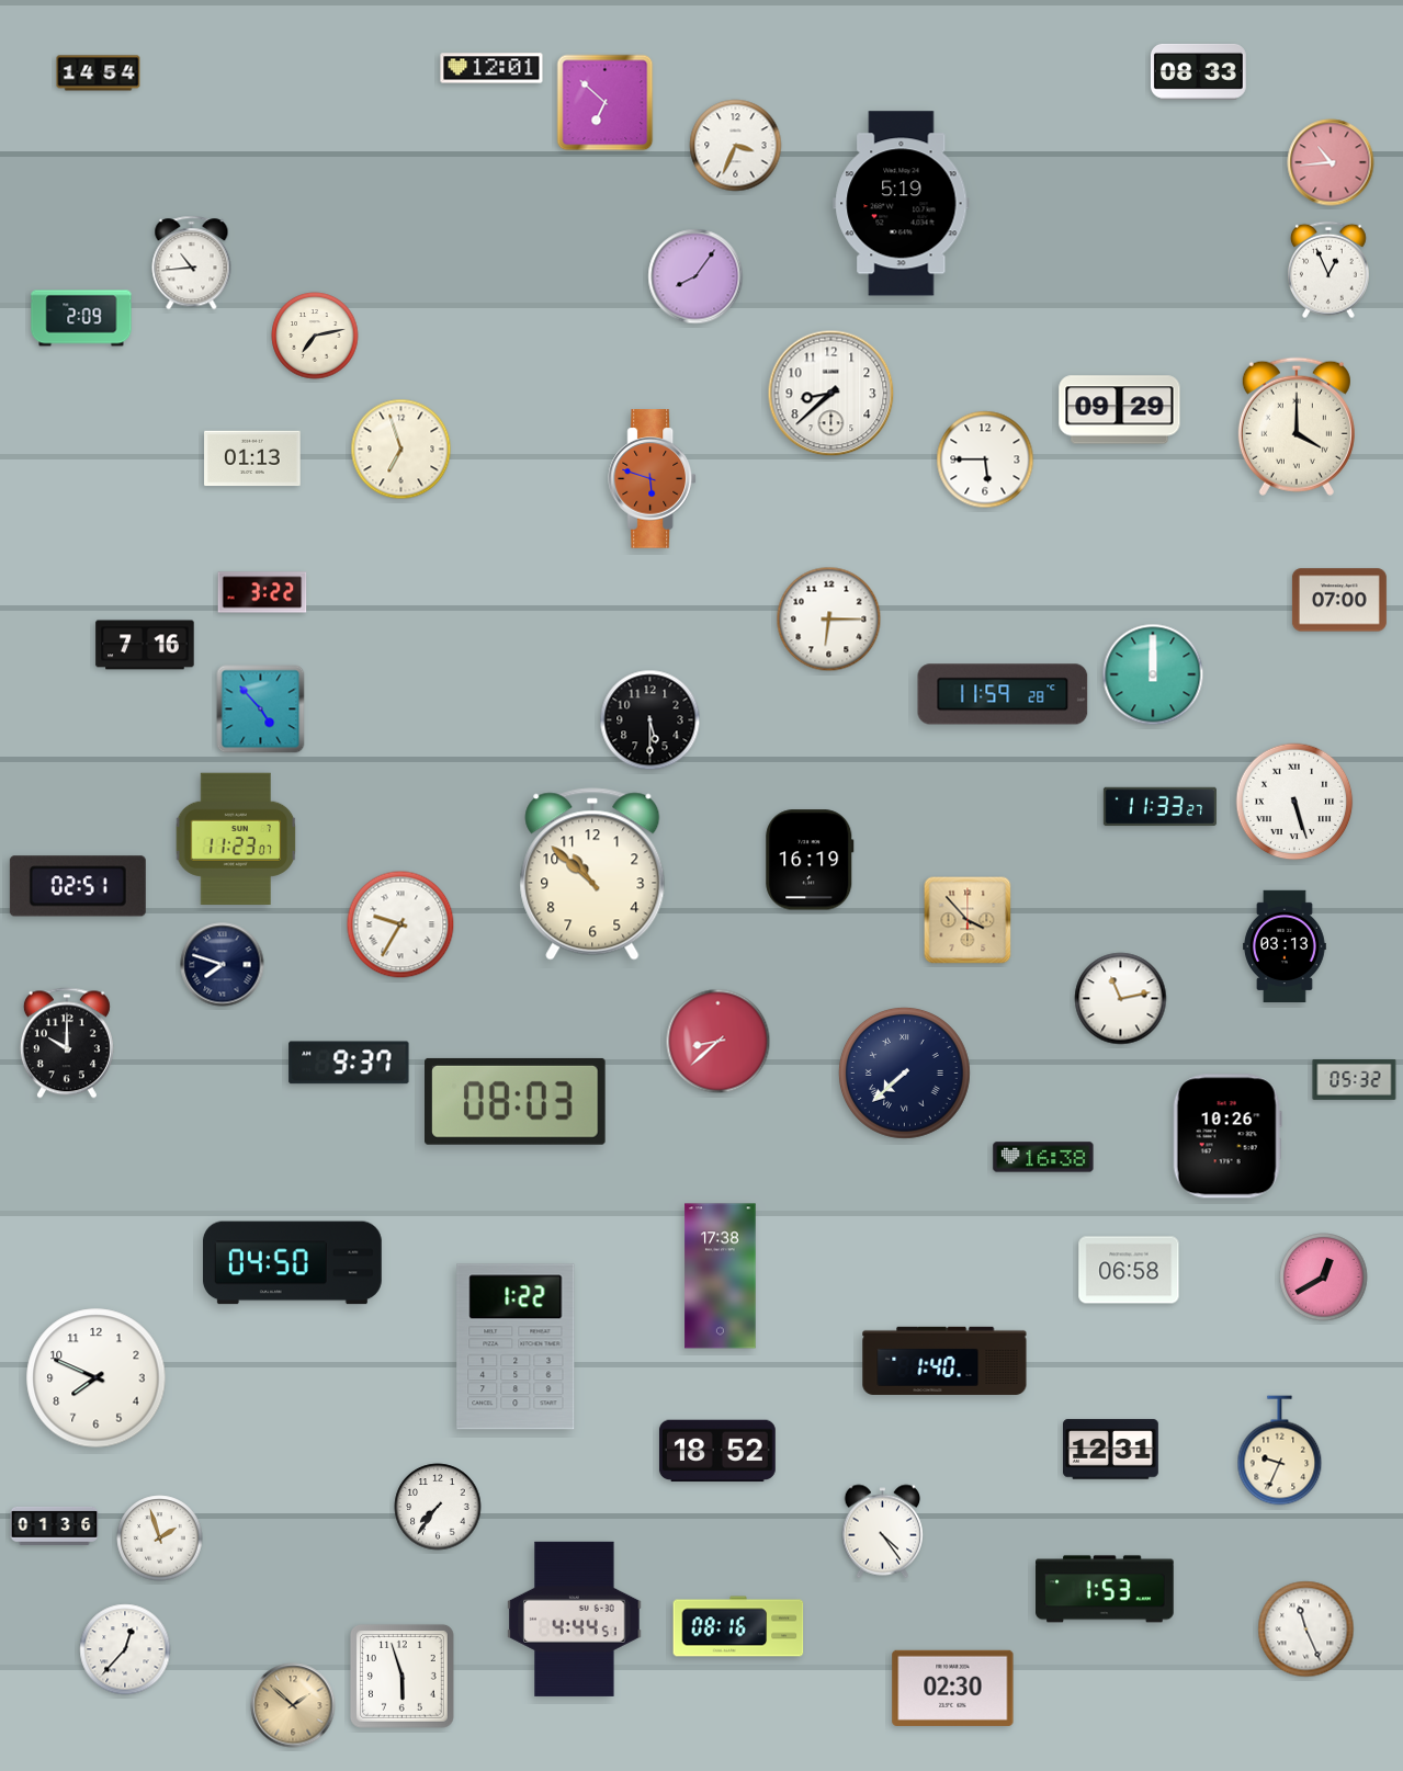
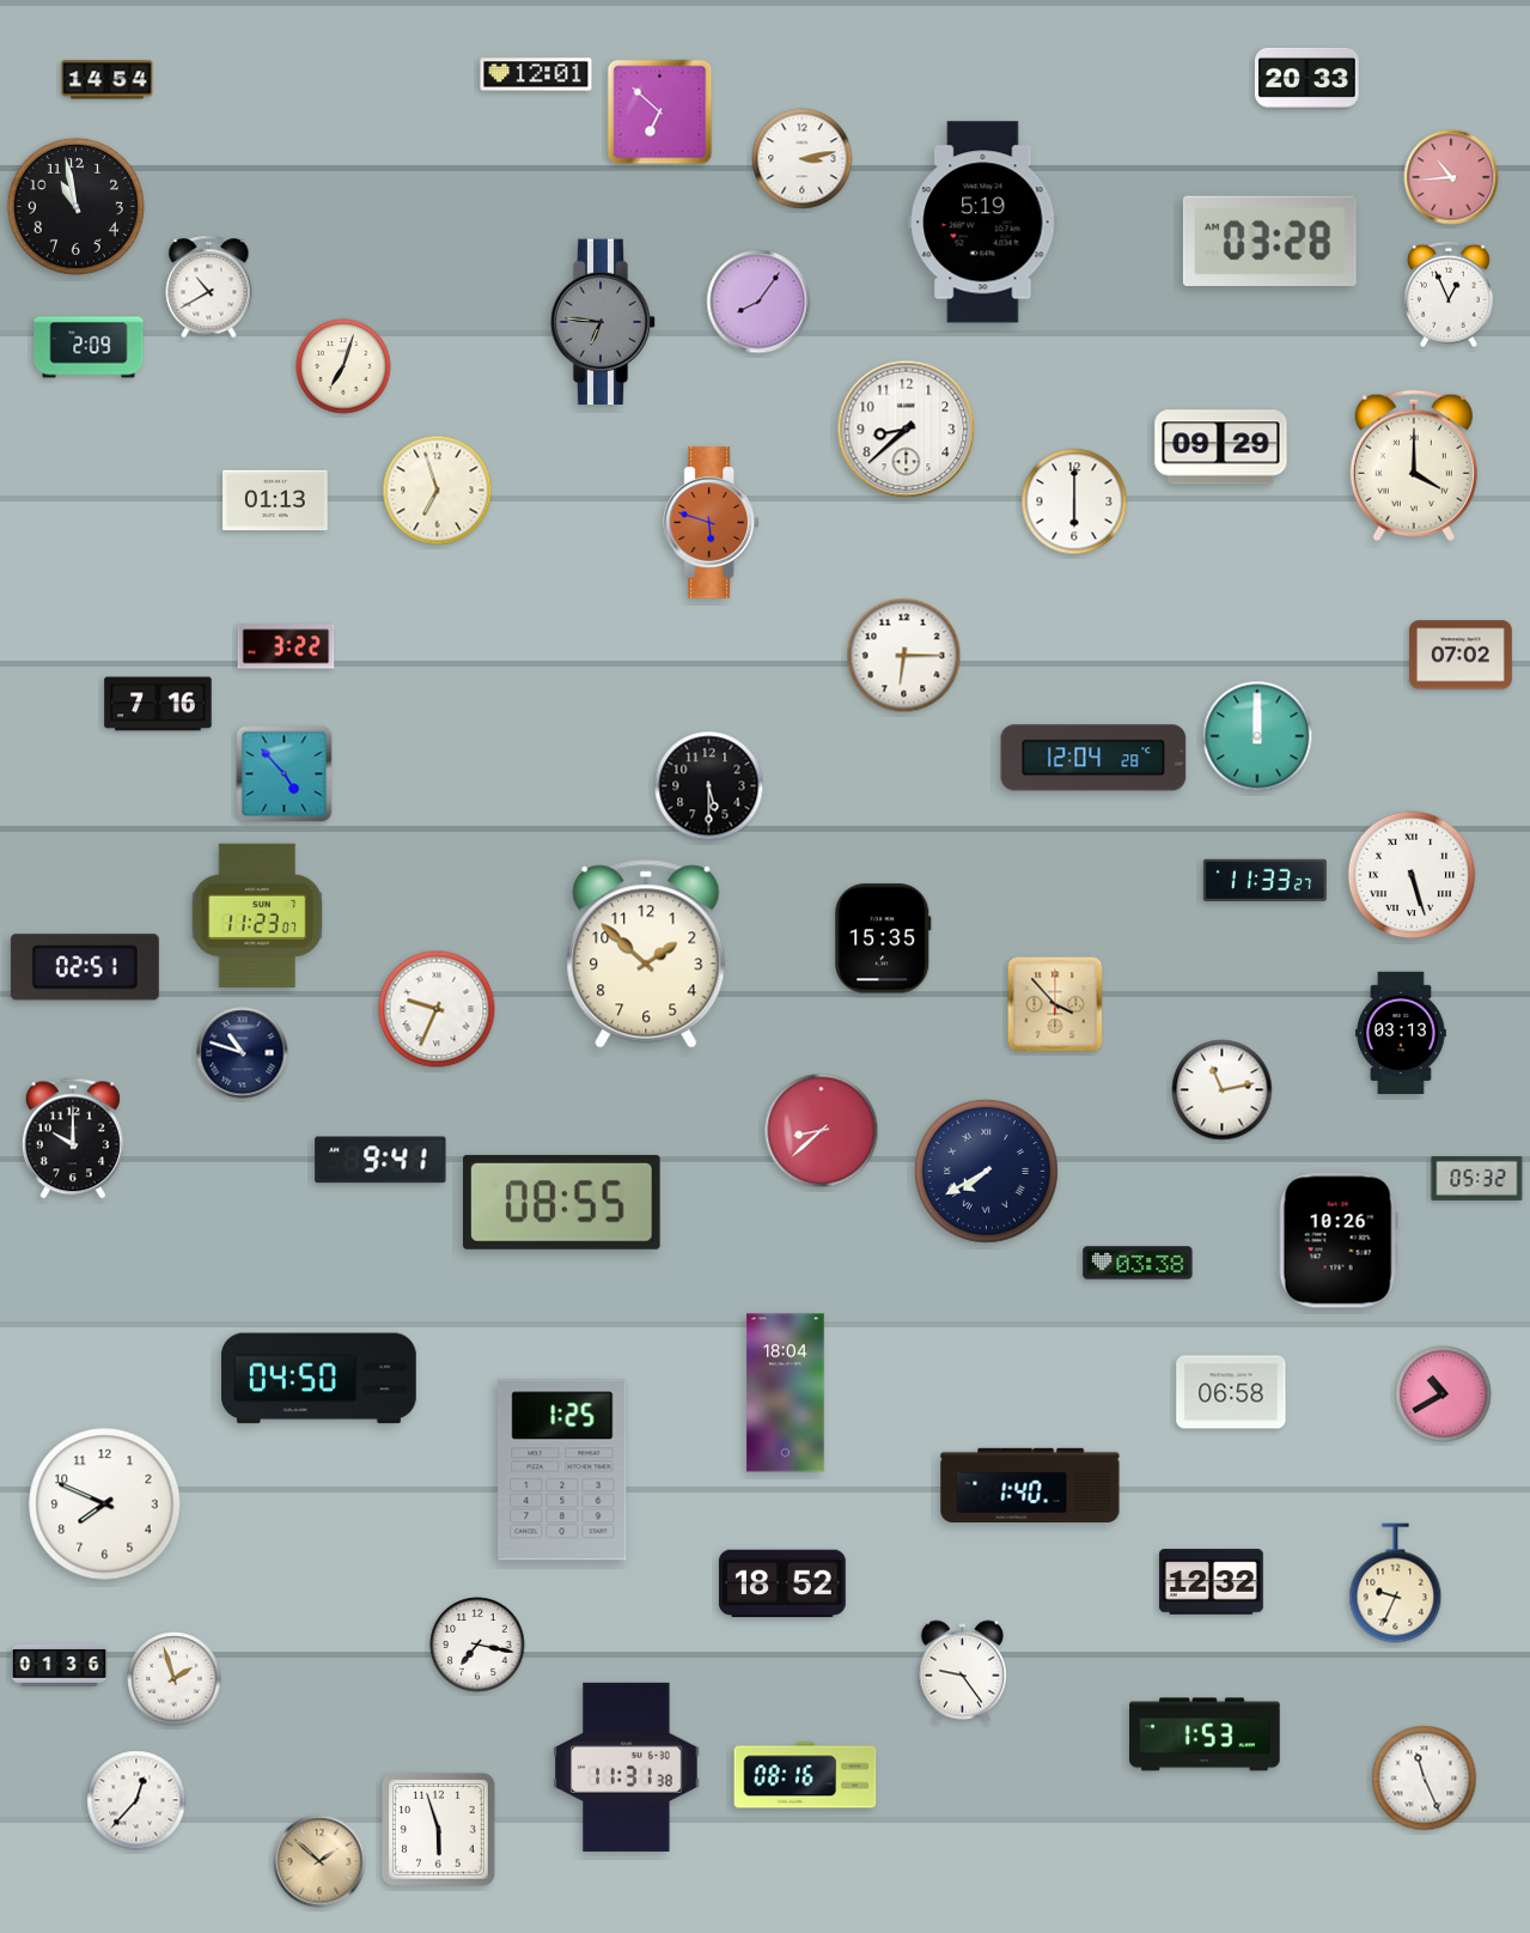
clock at (1198, 71): 08:33 -> 20:33
clock at (736, 146): 3:34 -> 3:13
clock at (75, 206): none -> 10:58
clock at (1269, 241): none -> 03:28
clock at (192, 263): 10:44 -> 10:40
clock at (603, 322): none -> 6:46
clock at (315, 336): 7:13 -> 7:03
clock at (985, 459): 5:45 -> 6:00
clock at (1339, 600): 07:00 -> 07:02
clock at (829, 620) position: (829, 620) -> (904, 656)
clock at (1003, 694): 11:59 -> 12:04
clock at (810, 860): 16:19 -> 15:35
clock at (592, 874): 10:52 -> 1:52
clock at (400, 924): 9:35 -> 9:34
clock at (223, 965): 7:48 -> 10:48
clock at (719, 1042) position: (719, 1042) -> (822, 1131)
clock at (349, 1063): 9:37 -> 9:41
clock at (904, 1072): 7:38 -> 7:40
clock at (516, 1101): 08:03 -> 08:55
clock at (1043, 1157): 16:38 -> 03:38
clock at (1129, 1270) position: (1129, 1270) -> (1231, 1392)
clock at (721, 1276): 17:38 -> 18:04
clock at (1324, 1278): 12:40 -> 10:40
clock at (516, 1347): 1:22 -> 1:25
clock at (1111, 1450): 12:31 -> 12:32
clock at (438, 1507): 7:36 -> 7:17
clock at (882, 1532): 4:24 -> 9:24
clock at (575, 1619): 4:44 -> 11:31
clock at (953, 1688): 02:30 -> none
